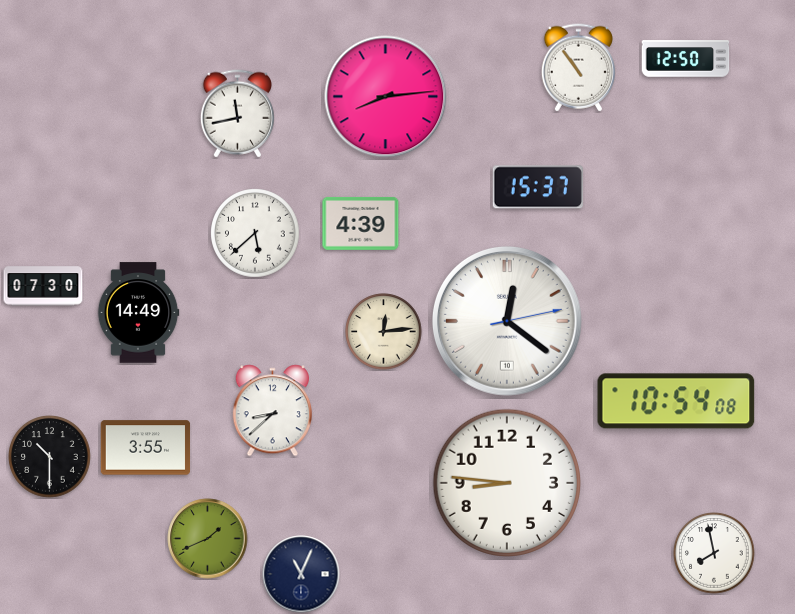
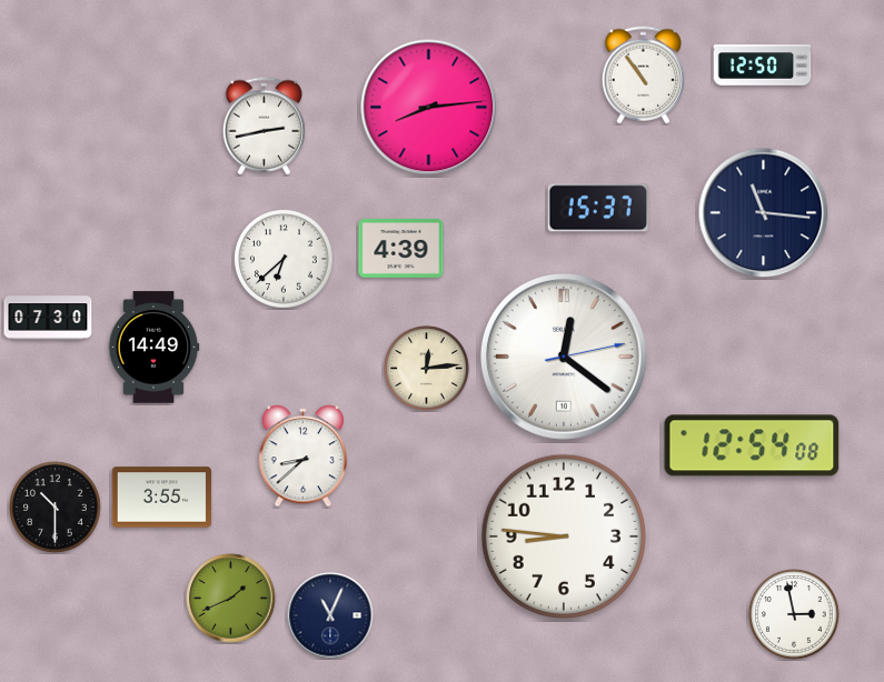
clock at (237, 114): 11:43 -> 2:43
clock at (764, 213): none -> 11:16
clock at (256, 234): 5:38 -> 6:38
clock at (676, 401): 10:54 -> 12:54
clock at (714, 553): 7:58 -> 2:58
clock at (301, 574) position: (301, 574) -> (330, 615)
